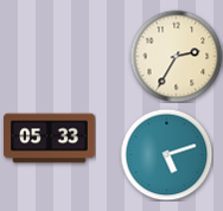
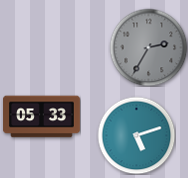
clock at (176, 56) dial: cream -> grey
clock at (166, 154) position: (166, 154) -> (136, 135)
